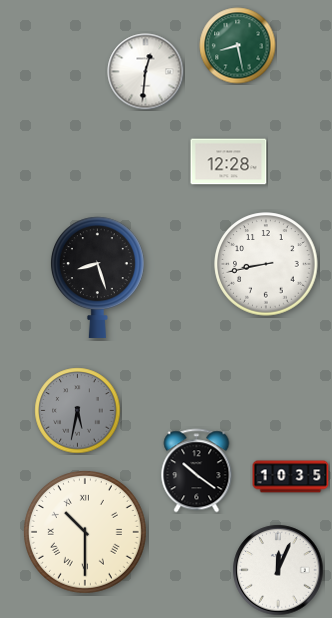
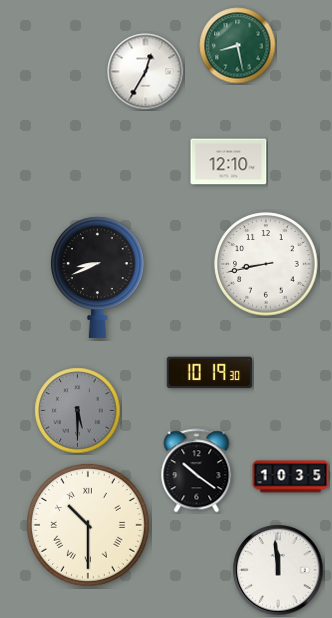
clock at (146, 72): 12:31 -> 12:35
clock at (229, 162): 12:28 -> 12:10
clock at (97, 277): 8:27 -> 8:41
clock at (210, 373): none -> 10:19
clock at (78, 411): 5:32 -> 5:30
clock at (85, 532) position: (85, 532) -> (88, 525)
clock at (278, 570): 12:04 -> 11:59
